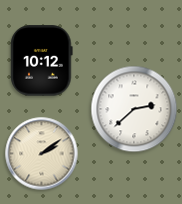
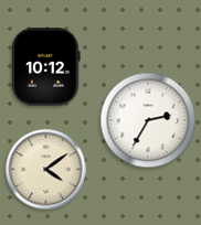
clock at (134, 109): 2:38 -> 2:35
clock at (42, 154): 2:09 -> 4:09
